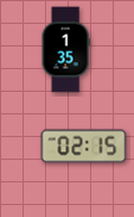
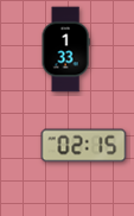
clock at (65, 50): 1:35 -> 1:33
